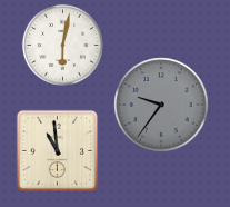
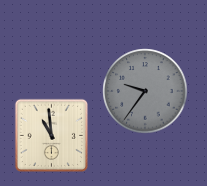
clock at (62, 45): 6:02 -> none
clock at (161, 105) position: (161, 105) -> (145, 91)
